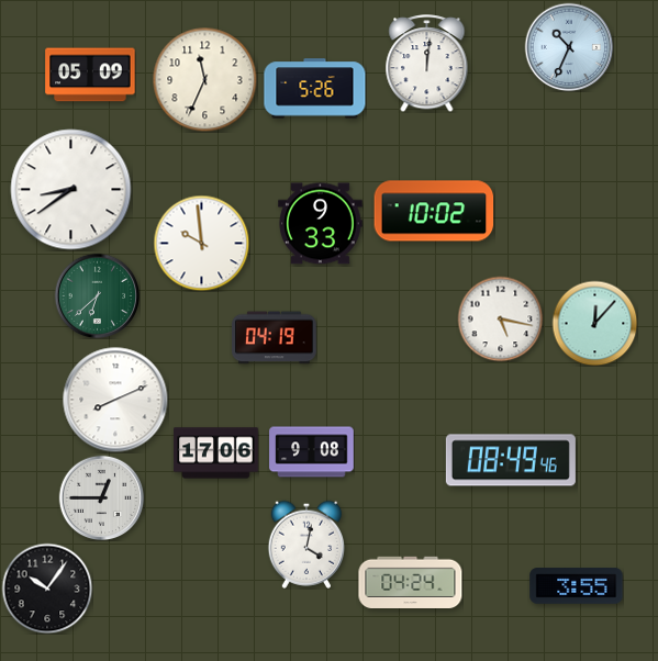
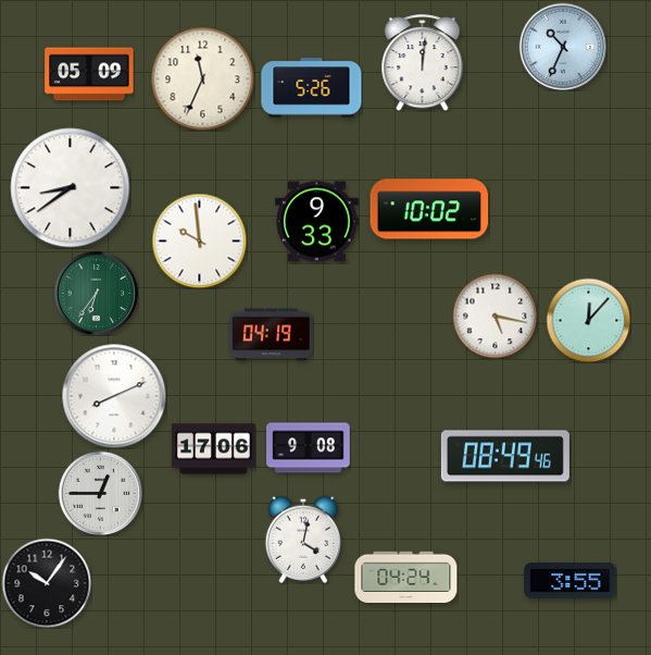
clock at (97, 295): 6:38 -> 6:36
